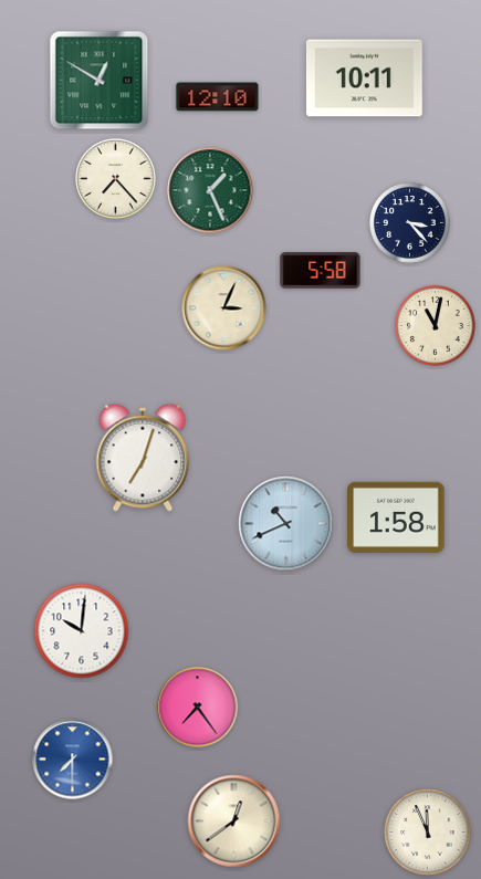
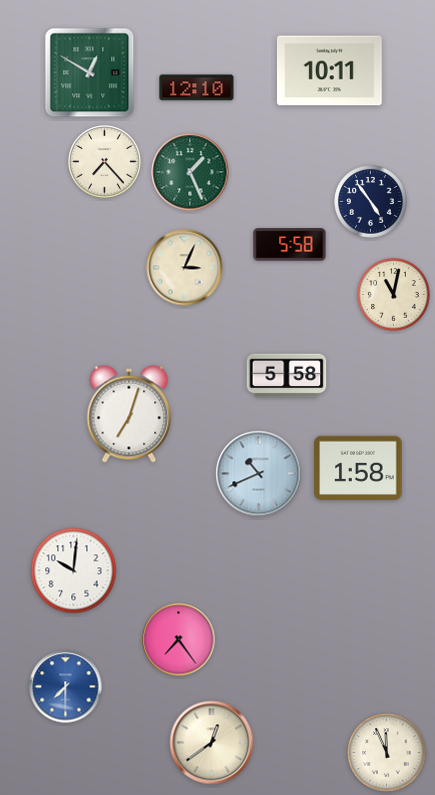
clock at (410, 223): 3:23 -> 4:54
clock at (224, 308) position: (224, 308) -> (185, 268)
clock at (287, 376): none -> 5:58
